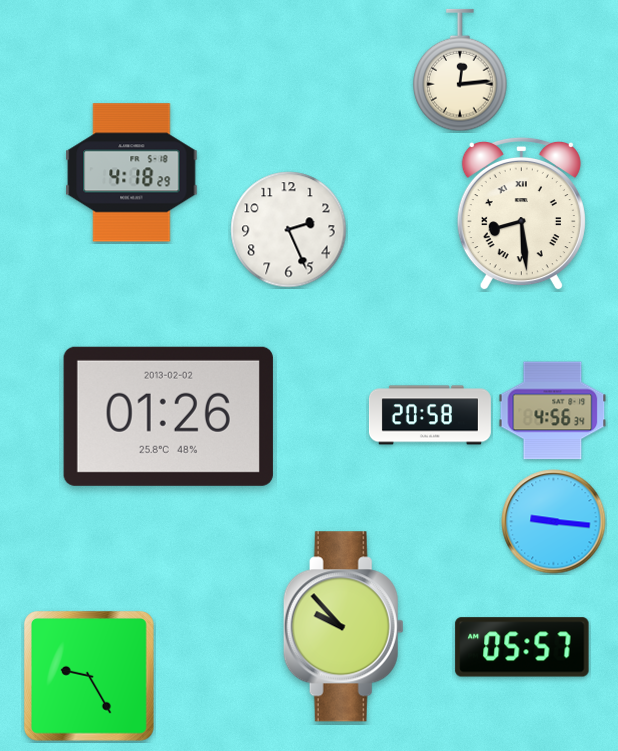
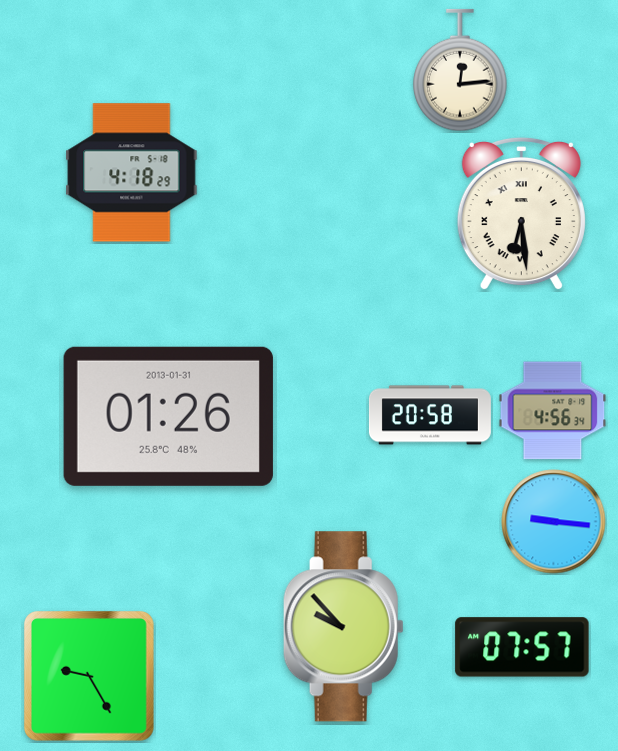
clock at (521, 214): 8:29 -> 6:29
clock at (289, 230): 2:26 -> none
clock at (168, 416) date: 2013-02-02 -> 2013-01-31
clock at (522, 647): 05:57 -> 07:57
